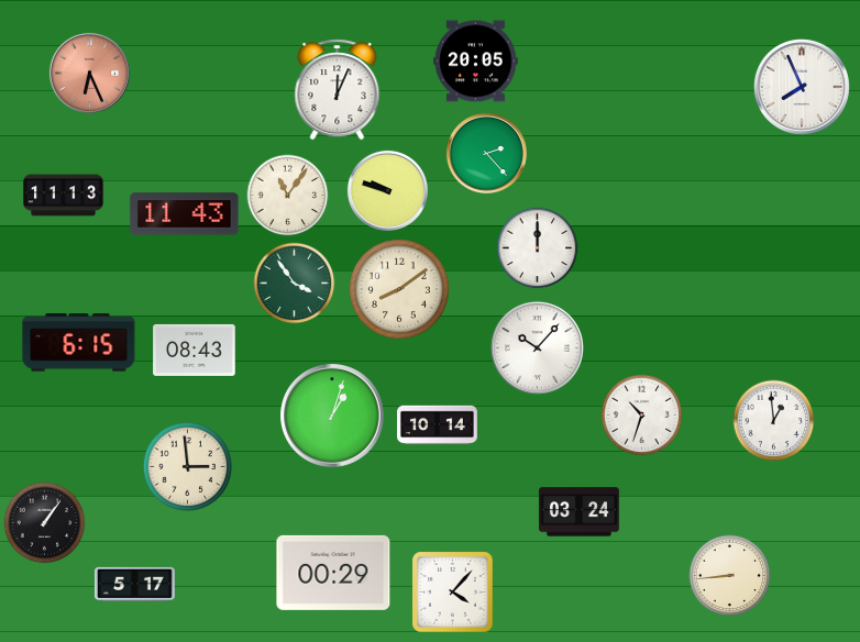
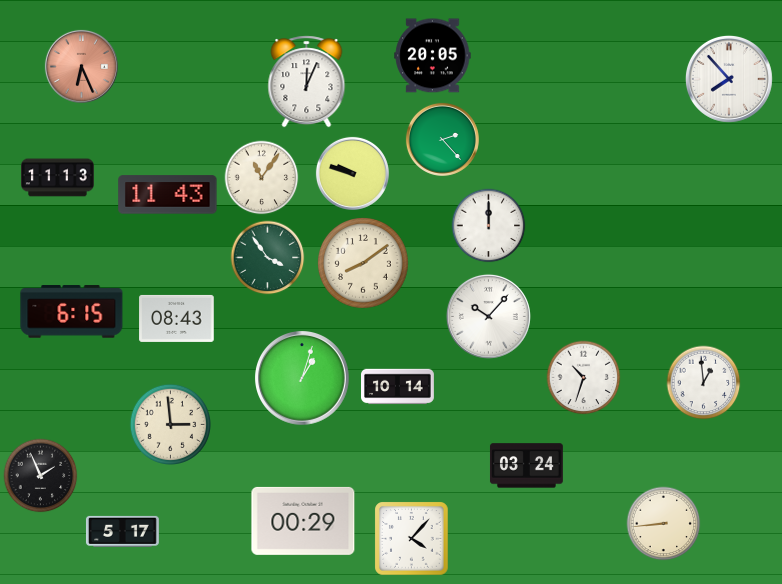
clock at (802, 87): 7:56 -> 7:53
clock at (45, 523): 1:06 -> 1:56
